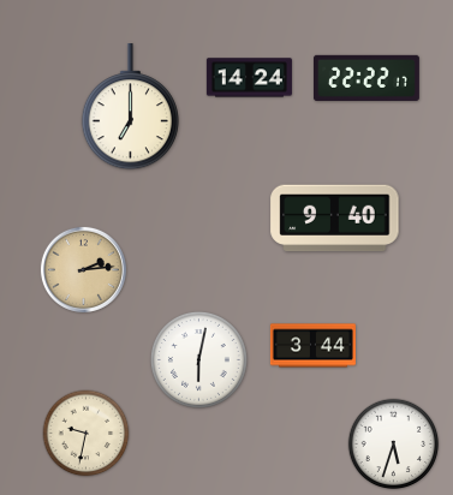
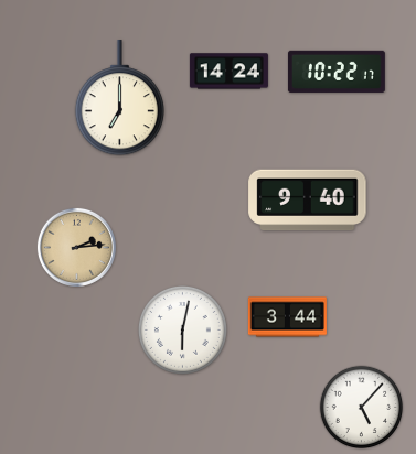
clock at (366, 78): 22:22 -> 10:22
clock at (87, 434): 9:32 -> none
clock at (394, 445): 5:33 -> 5:07
